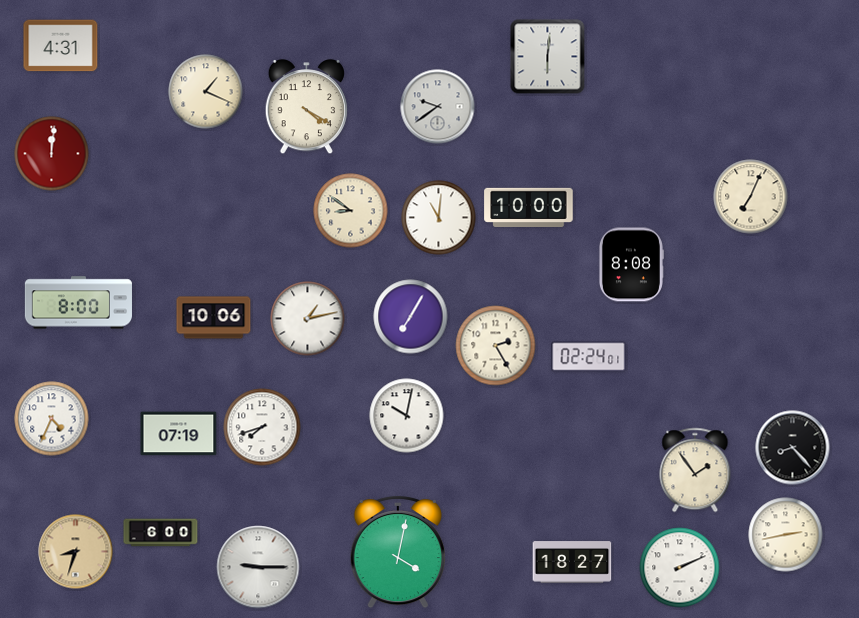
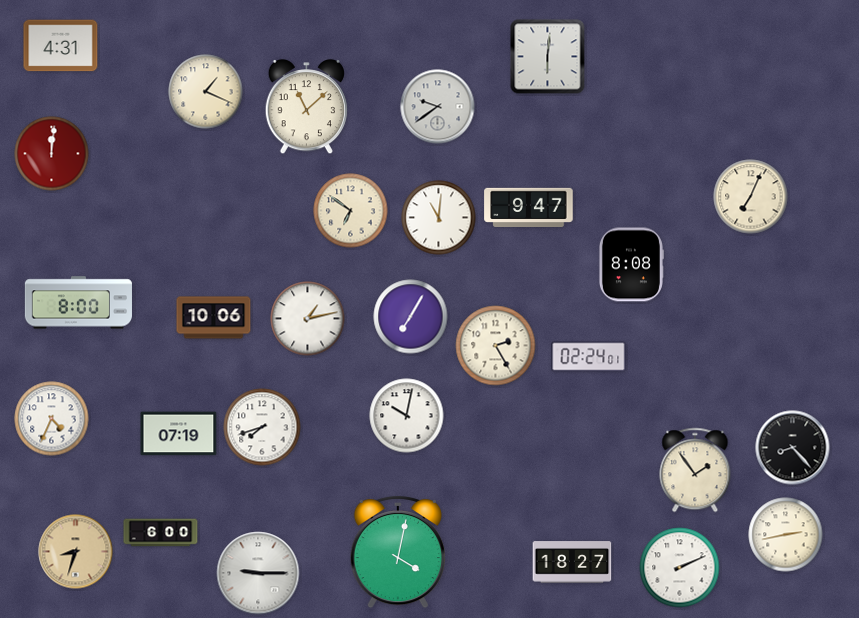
clock at (306, 107): 4:20 -> 11:08
clock at (529, 207): 10:00 -> 9:47
clock at (351, 211): 8:51 -> 6:51
clock at (258, 567) position: (258, 567) -> (258, 573)
